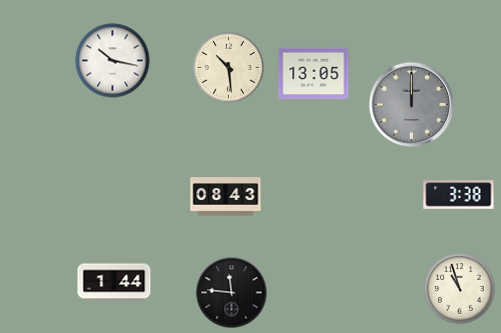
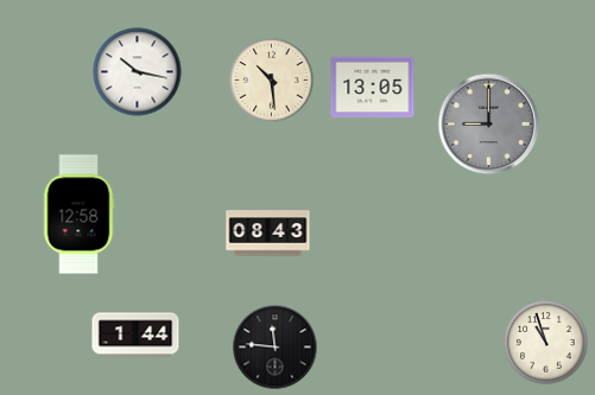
clock at (113, 61) position: (113, 61) -> (138, 72)
clock at (412, 105): 12:00 -> 9:00
clock at (78, 215): none -> 12:58
clock at (459, 195): 3:38 -> none
